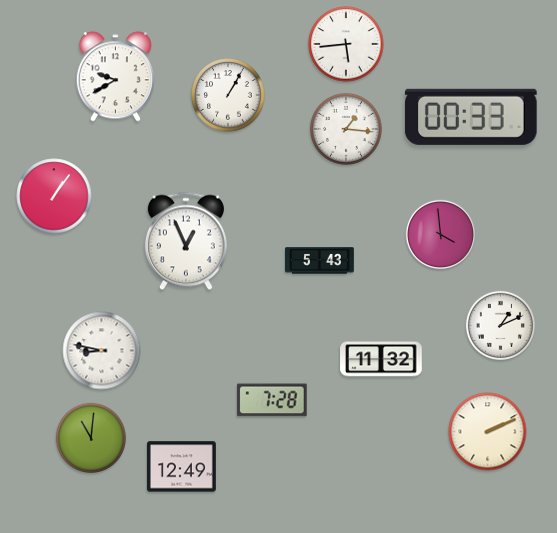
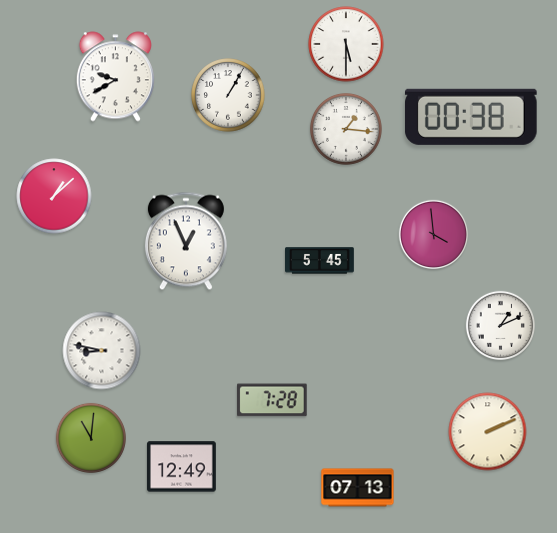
clock at (346, 44): 5:44 -> 5:30
clock at (471, 117): 00:33 -> 00:38
clock at (54, 196): 1:06 -> 1:08
clock at (440, 234) position: (440, 234) -> (433, 234)
clock at (320, 261): 5:43 -> 5:45
clock at (381, 359): 11:32 -> none
clock at (358, 488): none -> 07:13
